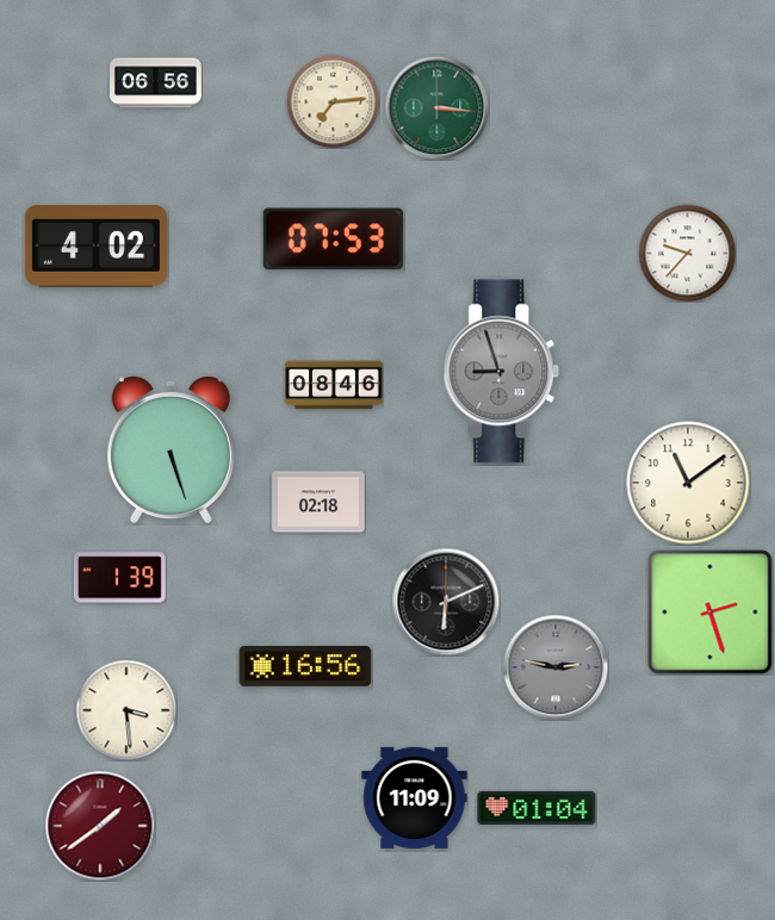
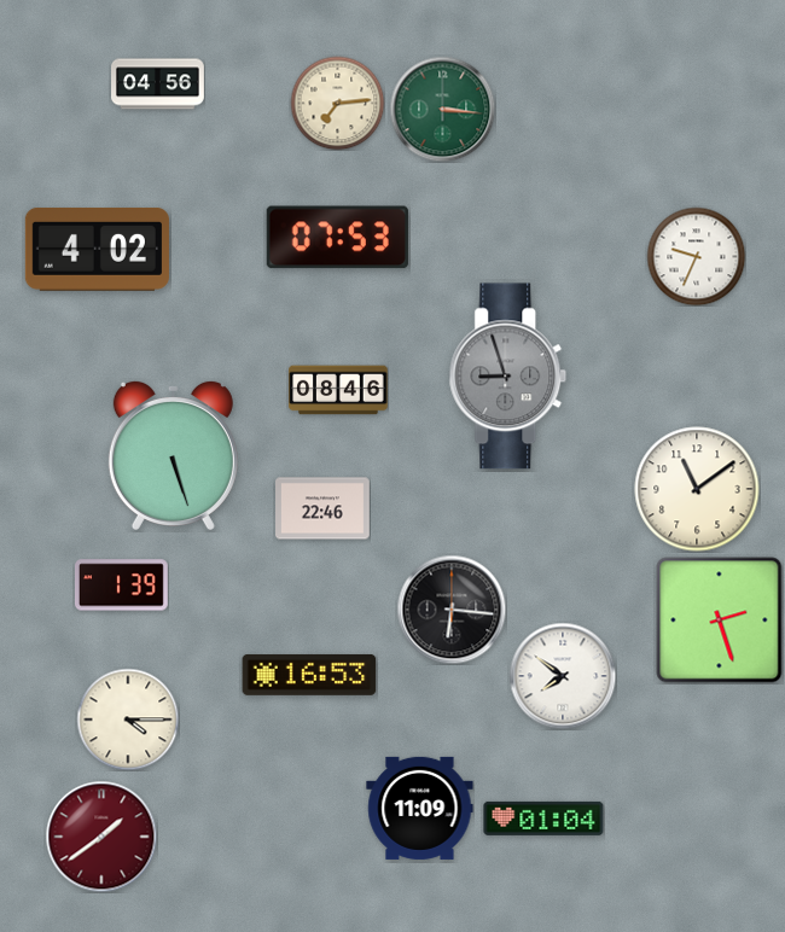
clock at (156, 83): 06:56 -> 04:56
clock at (333, 240) position: (333, 240) -> (337, 238)
clock at (687, 253): 9:37 -> 9:34
clock at (320, 502): 02:18 -> 22:46
clock at (446, 602): 6:11 -> 6:16
clock at (305, 666): 16:56 -> 16:53
clock at (556, 667): 2:47 -> 7:51
clock at (556, 667) dial: grey -> white
clock at (126, 710): 3:29 -> 4:15
